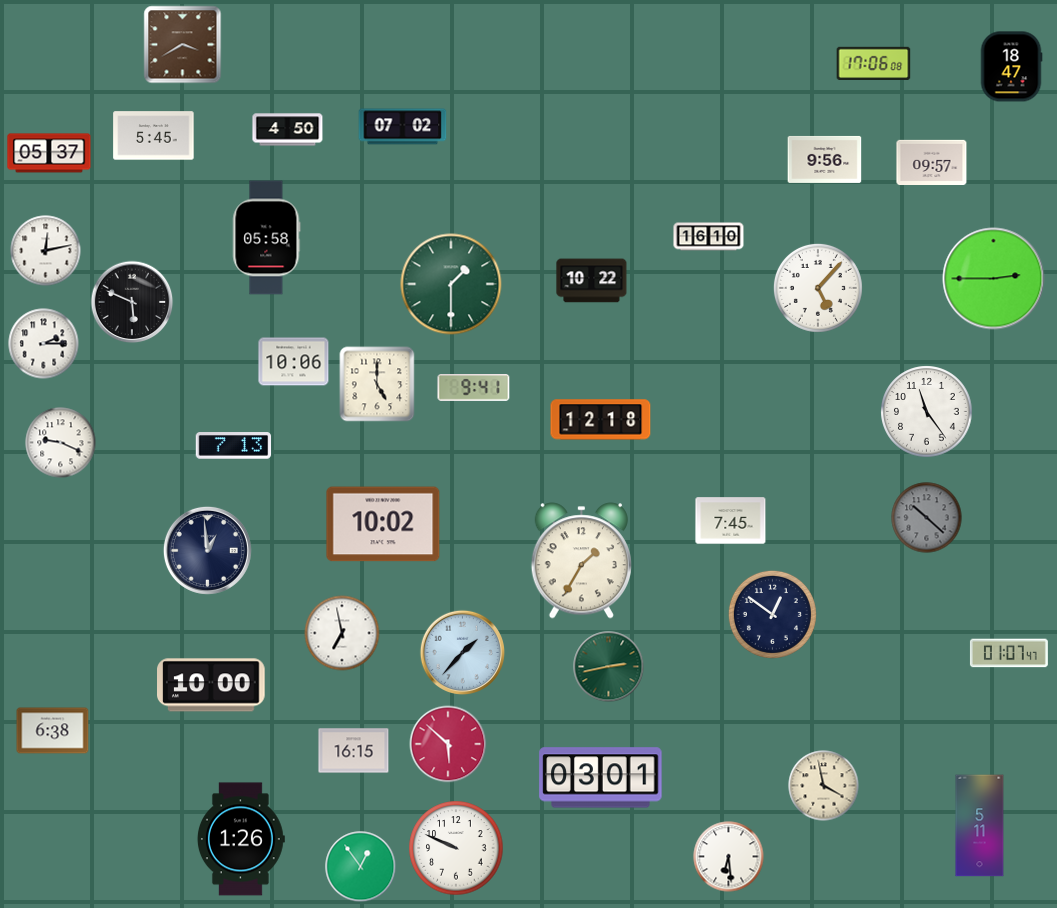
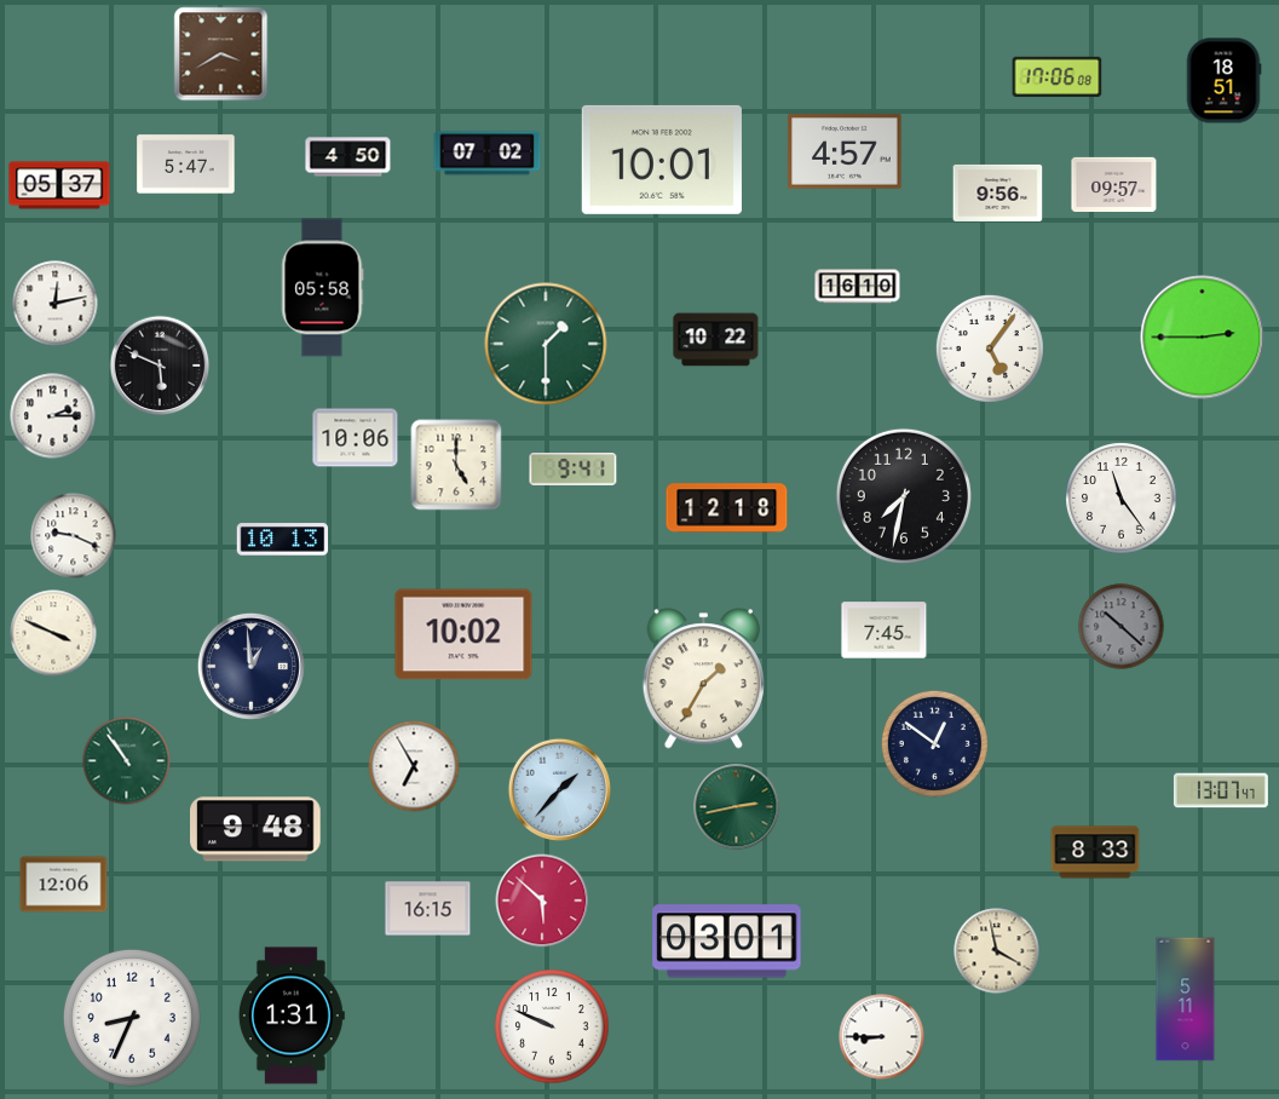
clock at (1011, 67): 18:47 -> 18:51
clock at (845, 151): none -> 4:57
clock at (662, 160): none -> 10:01
clock at (154, 136): 5:45 -> 5:47
clock at (932, 162) position: (932, 162) -> (1114, 184)
clock at (818, 288): 5:07 -> 5:06
clock at (904, 496): none -> 7:32
clock at (234, 446): 7:13 -> 10:13
clock at (53, 633): none -> 3:49
clock at (127, 761): none -> 10:54
clock at (342, 633): 6:58 -> 6:55
clock at (1009, 653): 01:07 -> 13:07
clock at (212, 685): 10:00 -> 9:48
clock at (1095, 852): none -> 8:33
clock at (53, 731): 6:38 -> 12:06
clock at (241, 839): 1:26 -> 1:31
clock at (132, 1018): none -> 8:34
clock at (729, 857): 6:29 -> 8:45
clock at (361, 867): 12:54 -> none
